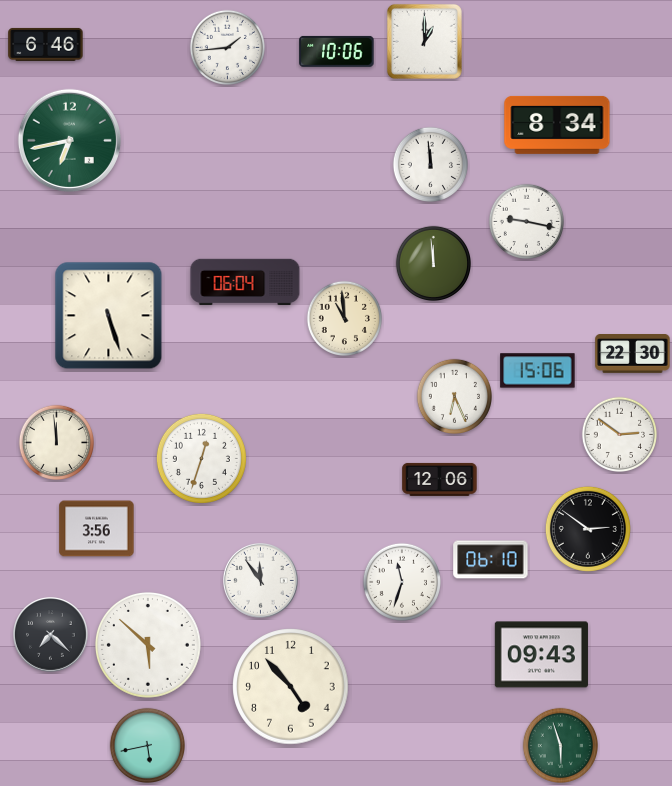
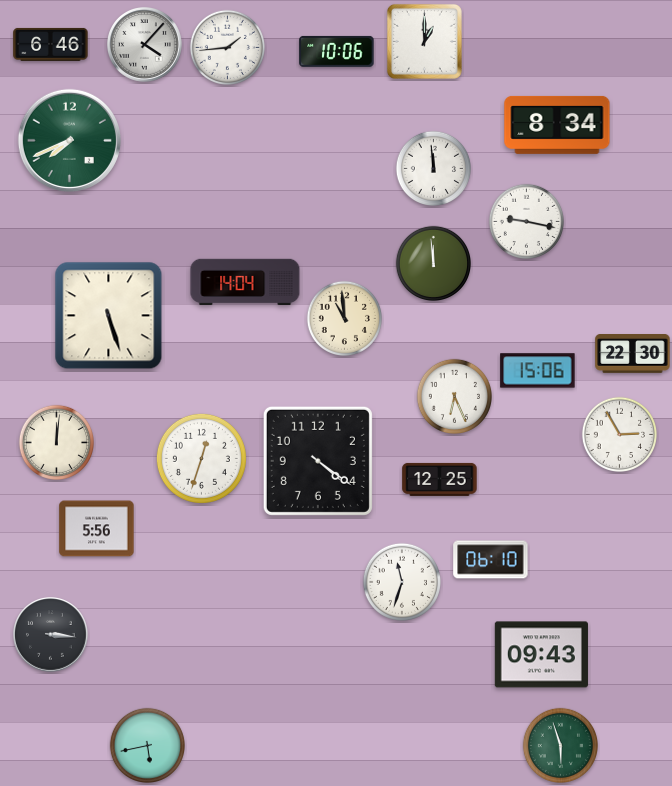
clock at (46, 44) position: (46, 44) -> (51, 44)
clock at (145, 45): none -> 4:07
clock at (69, 140): 6:43 -> 7:41
clock at (430, 164) position: (430, 164) -> (433, 168)
clock at (245, 282): 06:04 -> 14:04
clock at (619, 434): 2:51 -> 2:55
clock at (56, 442): 11:59 -> 12:01
clock at (318, 461): none -> 4:21
clock at (440, 479): 12:06 -> 12:25
clock at (97, 529): 3:56 -> 5:56
clock at (588, 529): 2:51 -> none
clock at (261, 581): 11:54 -> none
clock at (51, 635): 7:22 -> 3:16
clock at (149, 646): 5:52 -> none
clock at (291, 687): 4:53 -> none
